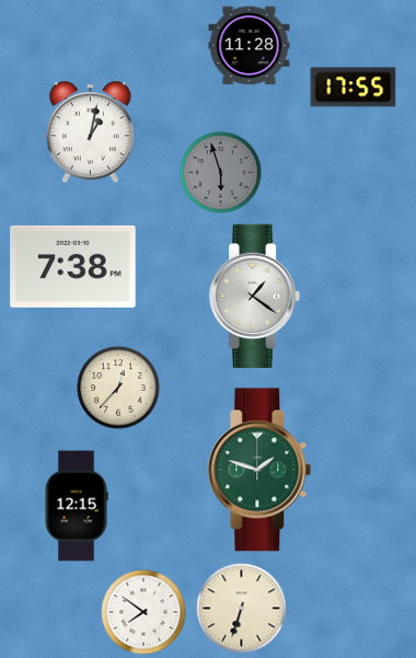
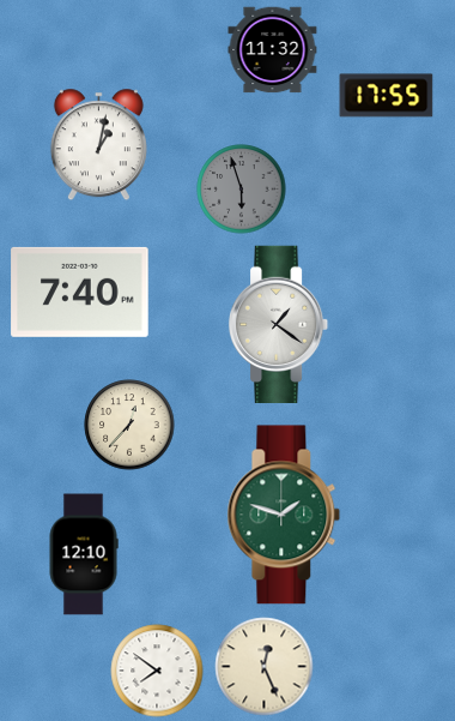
clock at (250, 46): 11:28 -> 11:32
clock at (73, 266): 7:38 -> 7:40
clock at (77, 506): 12:15 -> 12:10
clock at (242, 609): 6:33 -> 12:26
